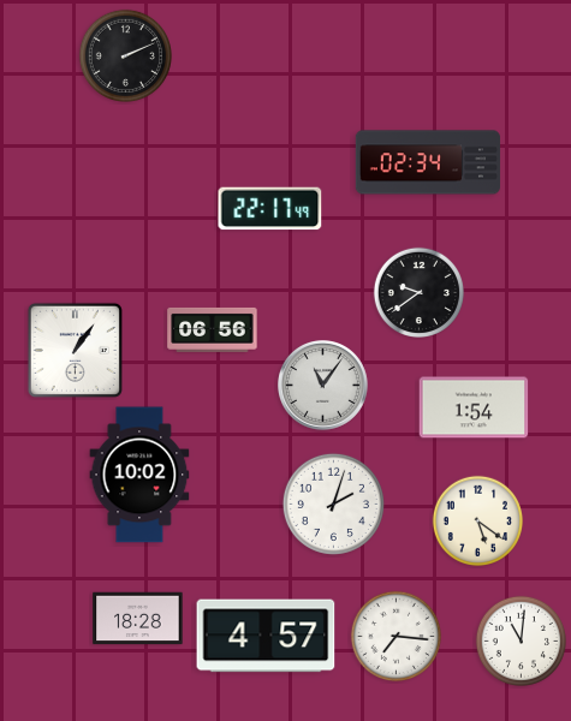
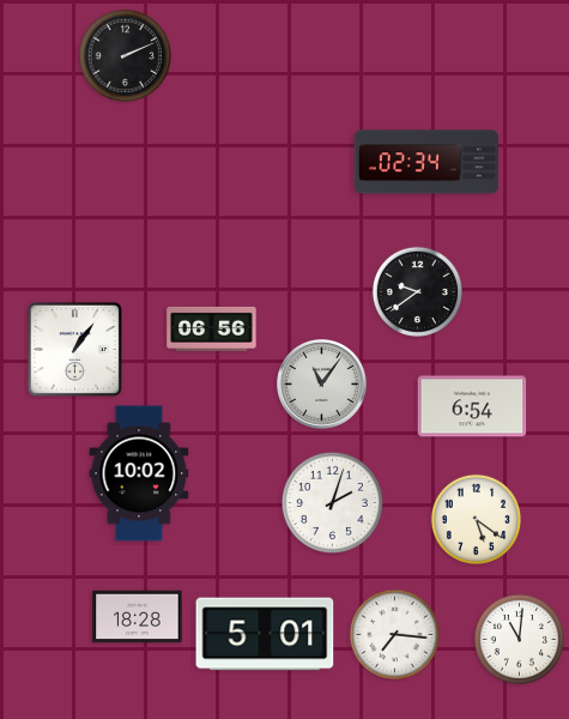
clock at (270, 209): 22:17 -> none
clock at (474, 407): 1:54 -> 6:54
clock at (266, 636): 4:57 -> 5:01
